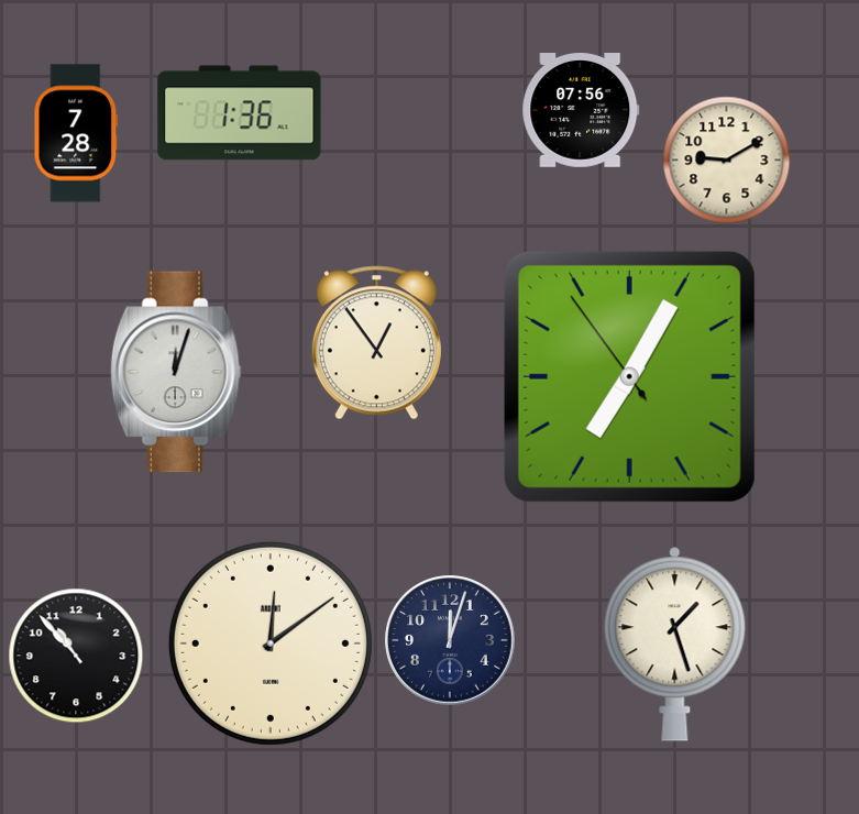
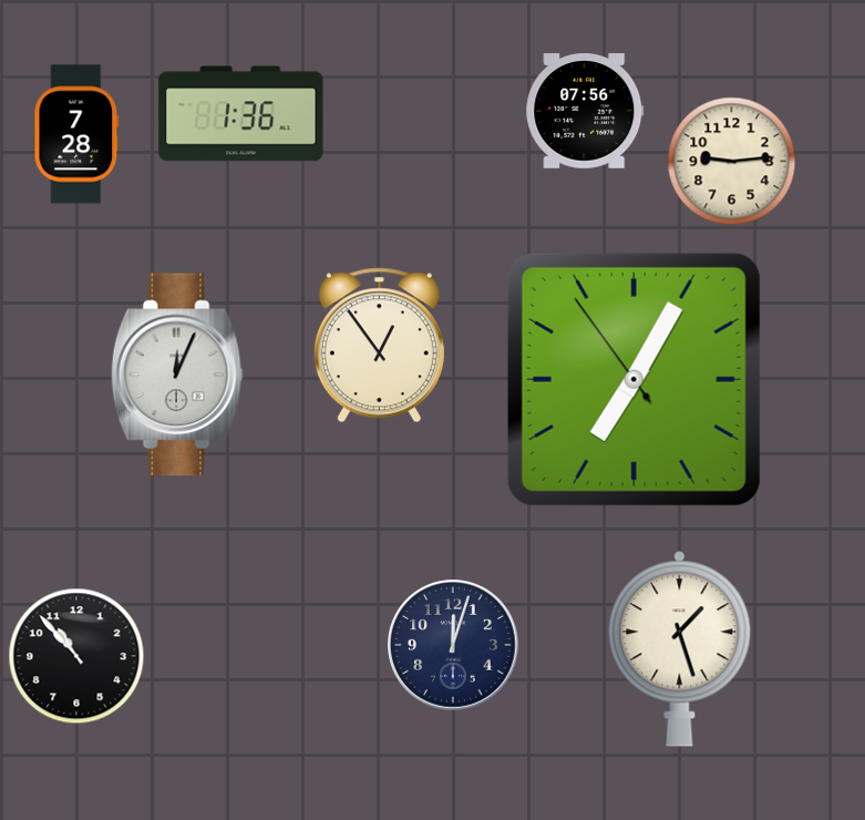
clock at (727, 161): 9:10 -> 9:14
clock at (176, 372): 12:03 -> 12:04
clock at (271, 643): 12:09 -> none
clock at (76, 656) position: (76, 656) -> (76, 656)
